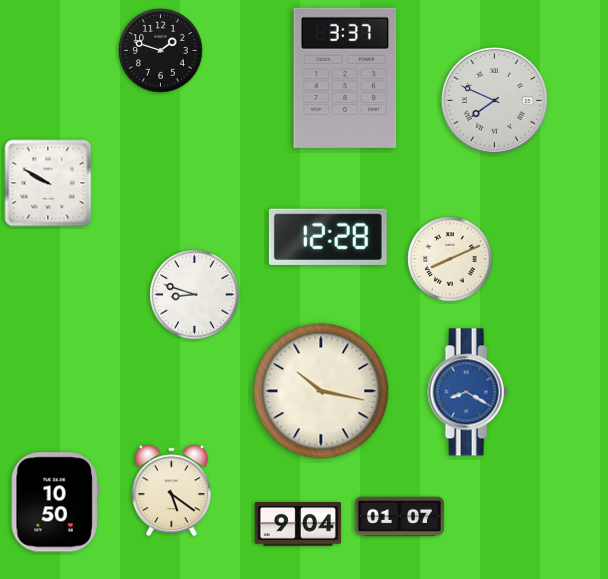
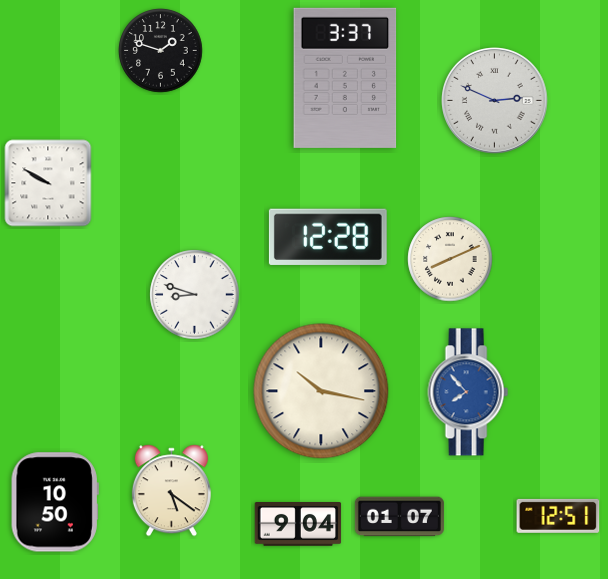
clock at (495, 101): 7:49 -> 2:49
clock at (468, 392): 8:20 -> 7:53
clock at (558, 516): none -> 12:51
